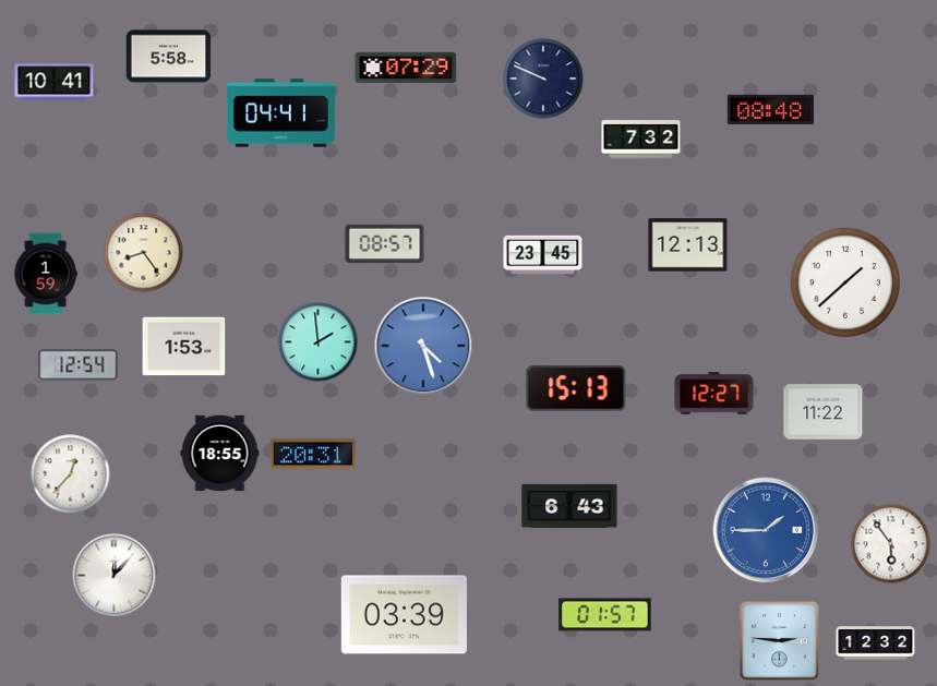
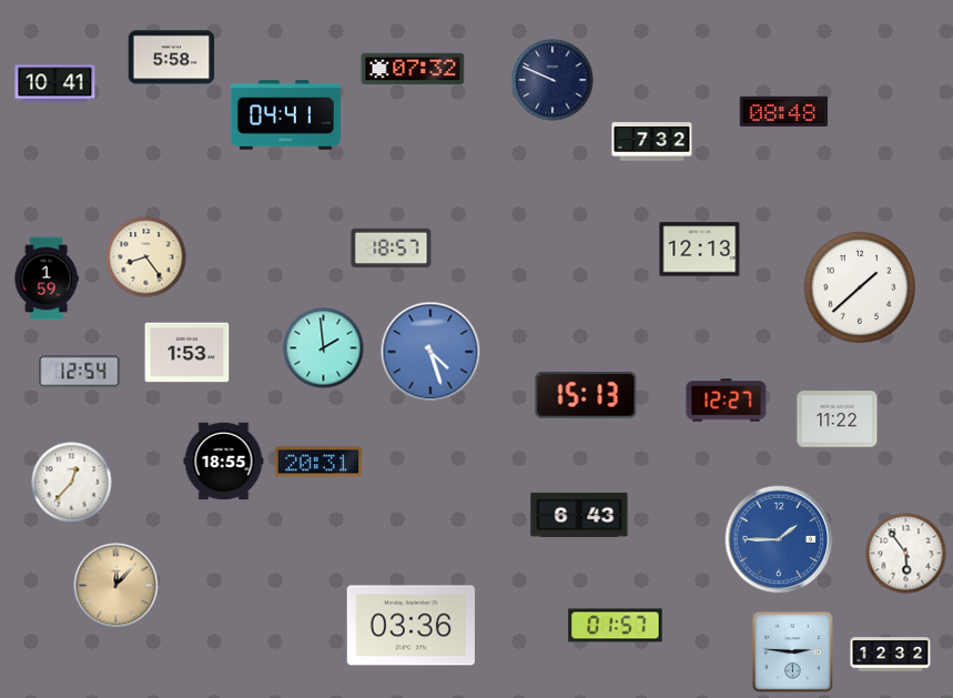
clock at (406, 68): 07:29 -> 07:32
clock at (385, 244): 08:57 -> 18:57
clock at (543, 255): 23:45 -> none
clock at (115, 576) dial: white -> champagne
clock at (404, 615): 03:39 -> 03:36
